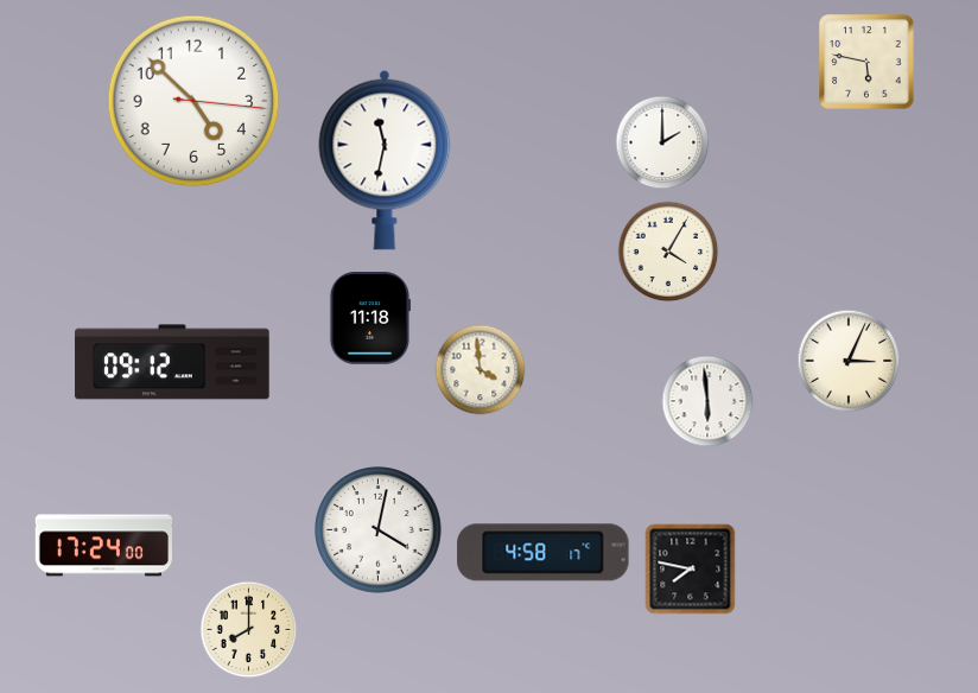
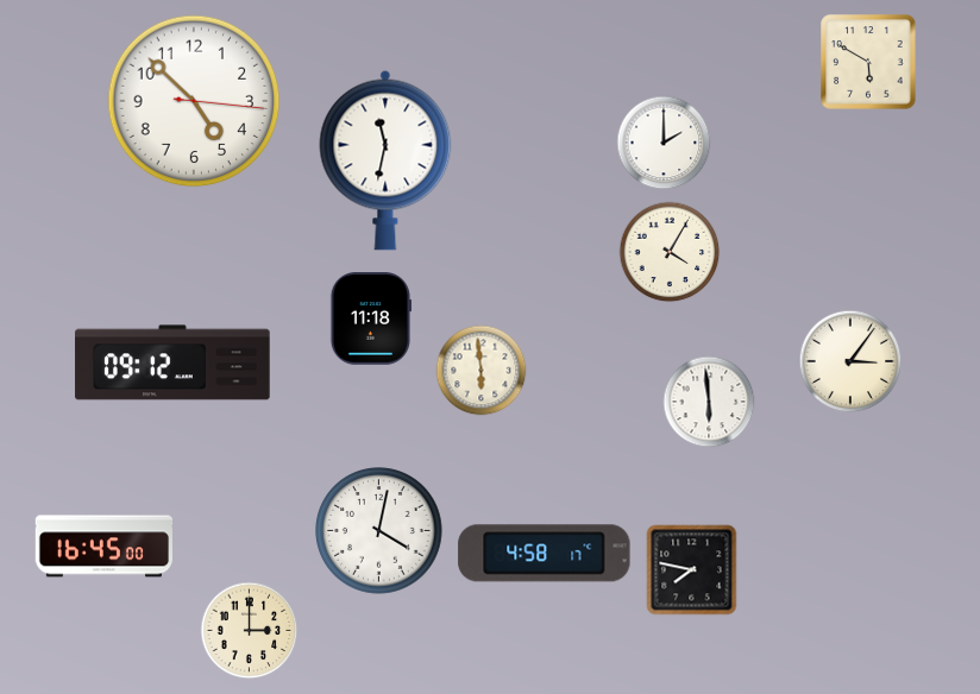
clock at (866, 62): 5:47 -> 5:50
clock at (849, 361): 3:04 -> 3:06
clock at (481, 370): 3:59 -> 5:59
clock at (103, 546): 17:24 -> 16:45
clock at (249, 630): 8:00 -> 3:00
